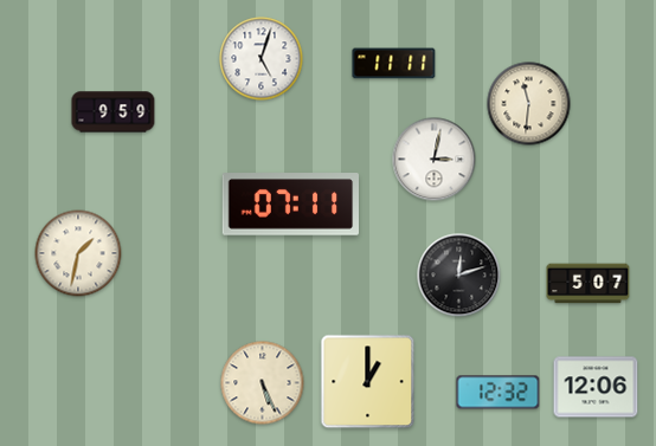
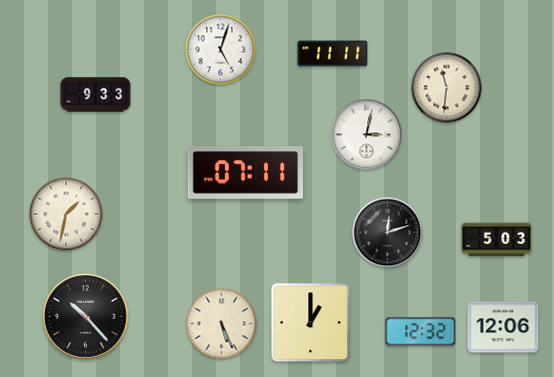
clock at (114, 112): 9:59 -> 9:33
clock at (589, 284): 5:07 -> 5:03
clock at (86, 317): none -> 10:23
